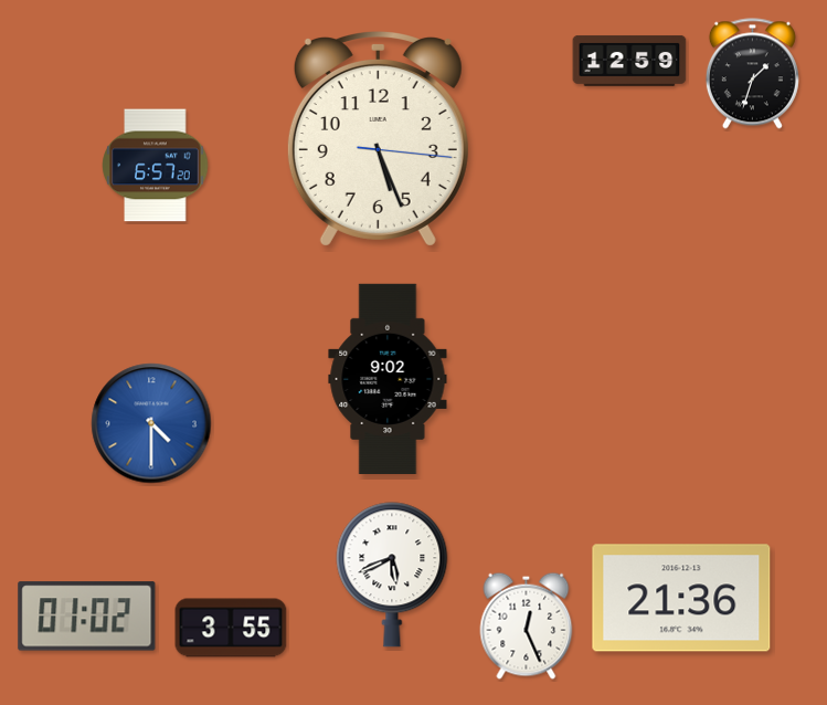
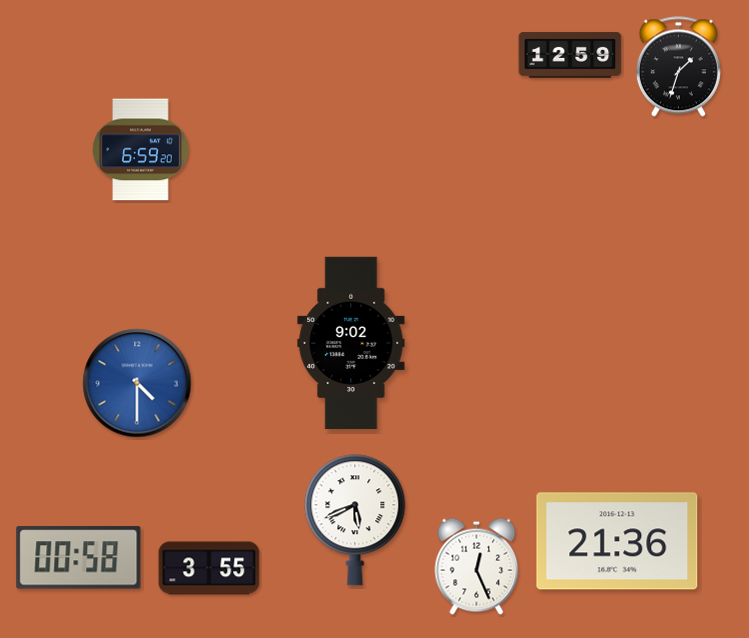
clock at (752, 74) position: (752, 74) -> (678, 67)
clock at (378, 139): 5:26 -> none
clock at (156, 166): 6:57 -> 6:59
clock at (87, 617): 01:02 -> 00:58
